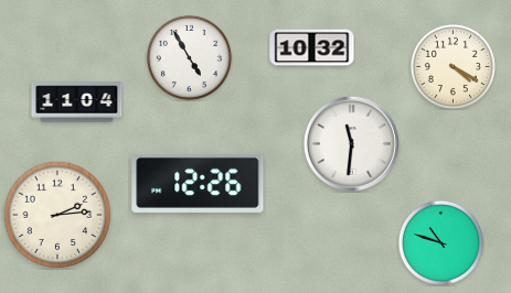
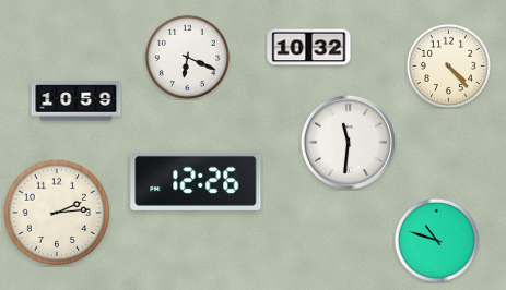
clock at (189, 57): 4:55 -> 6:19
clock at (453, 66): 4:20 -> 4:23
clock at (77, 102): 11:04 -> 10:59
